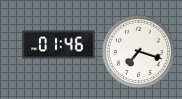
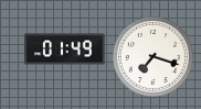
clock at (59, 45): 01:46 -> 01:49
